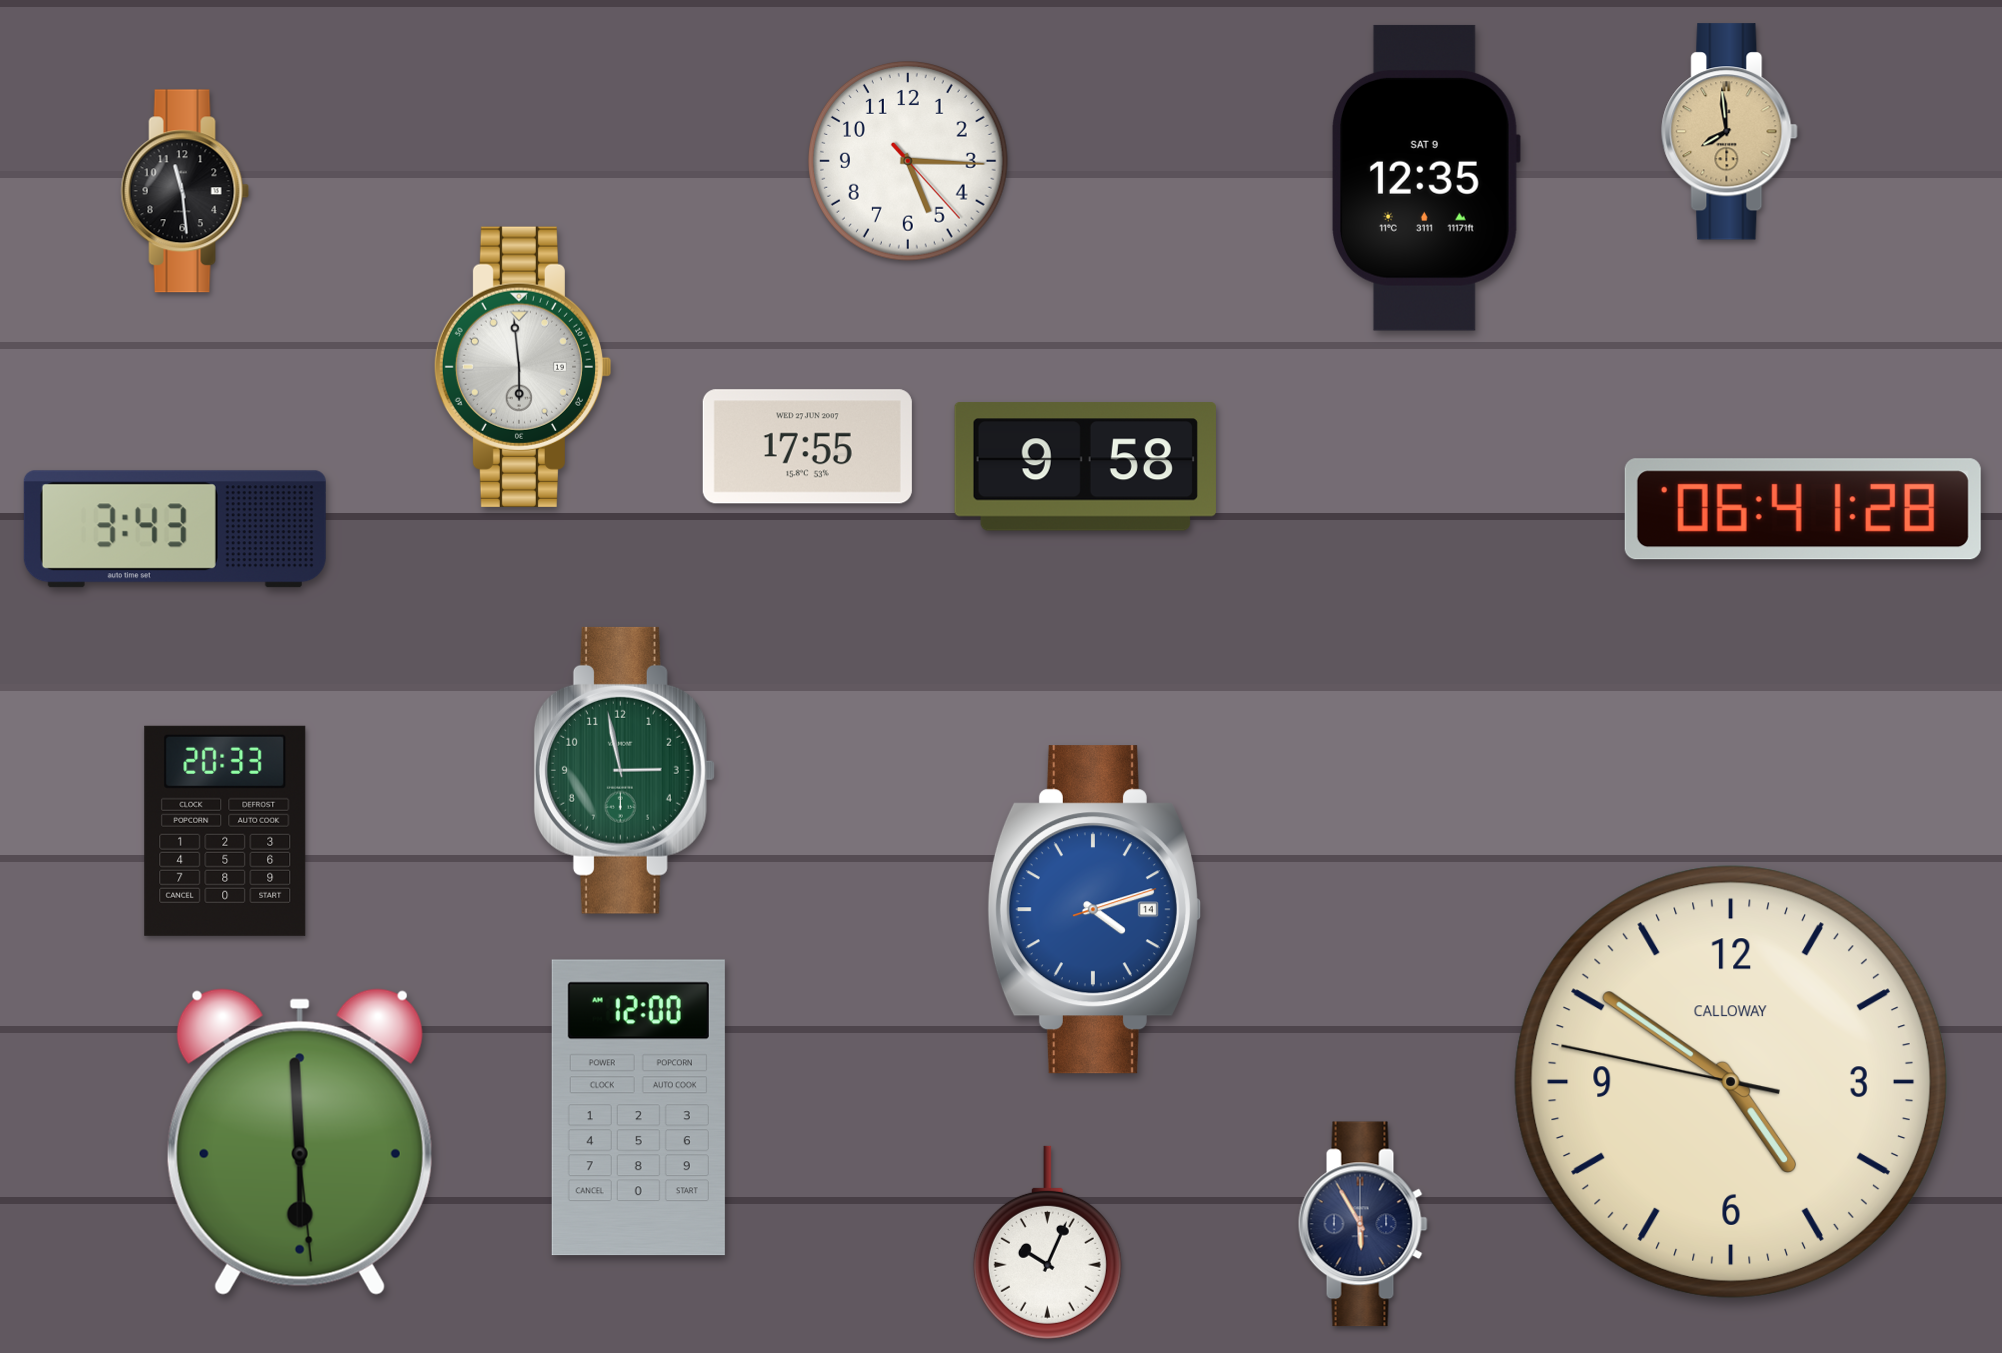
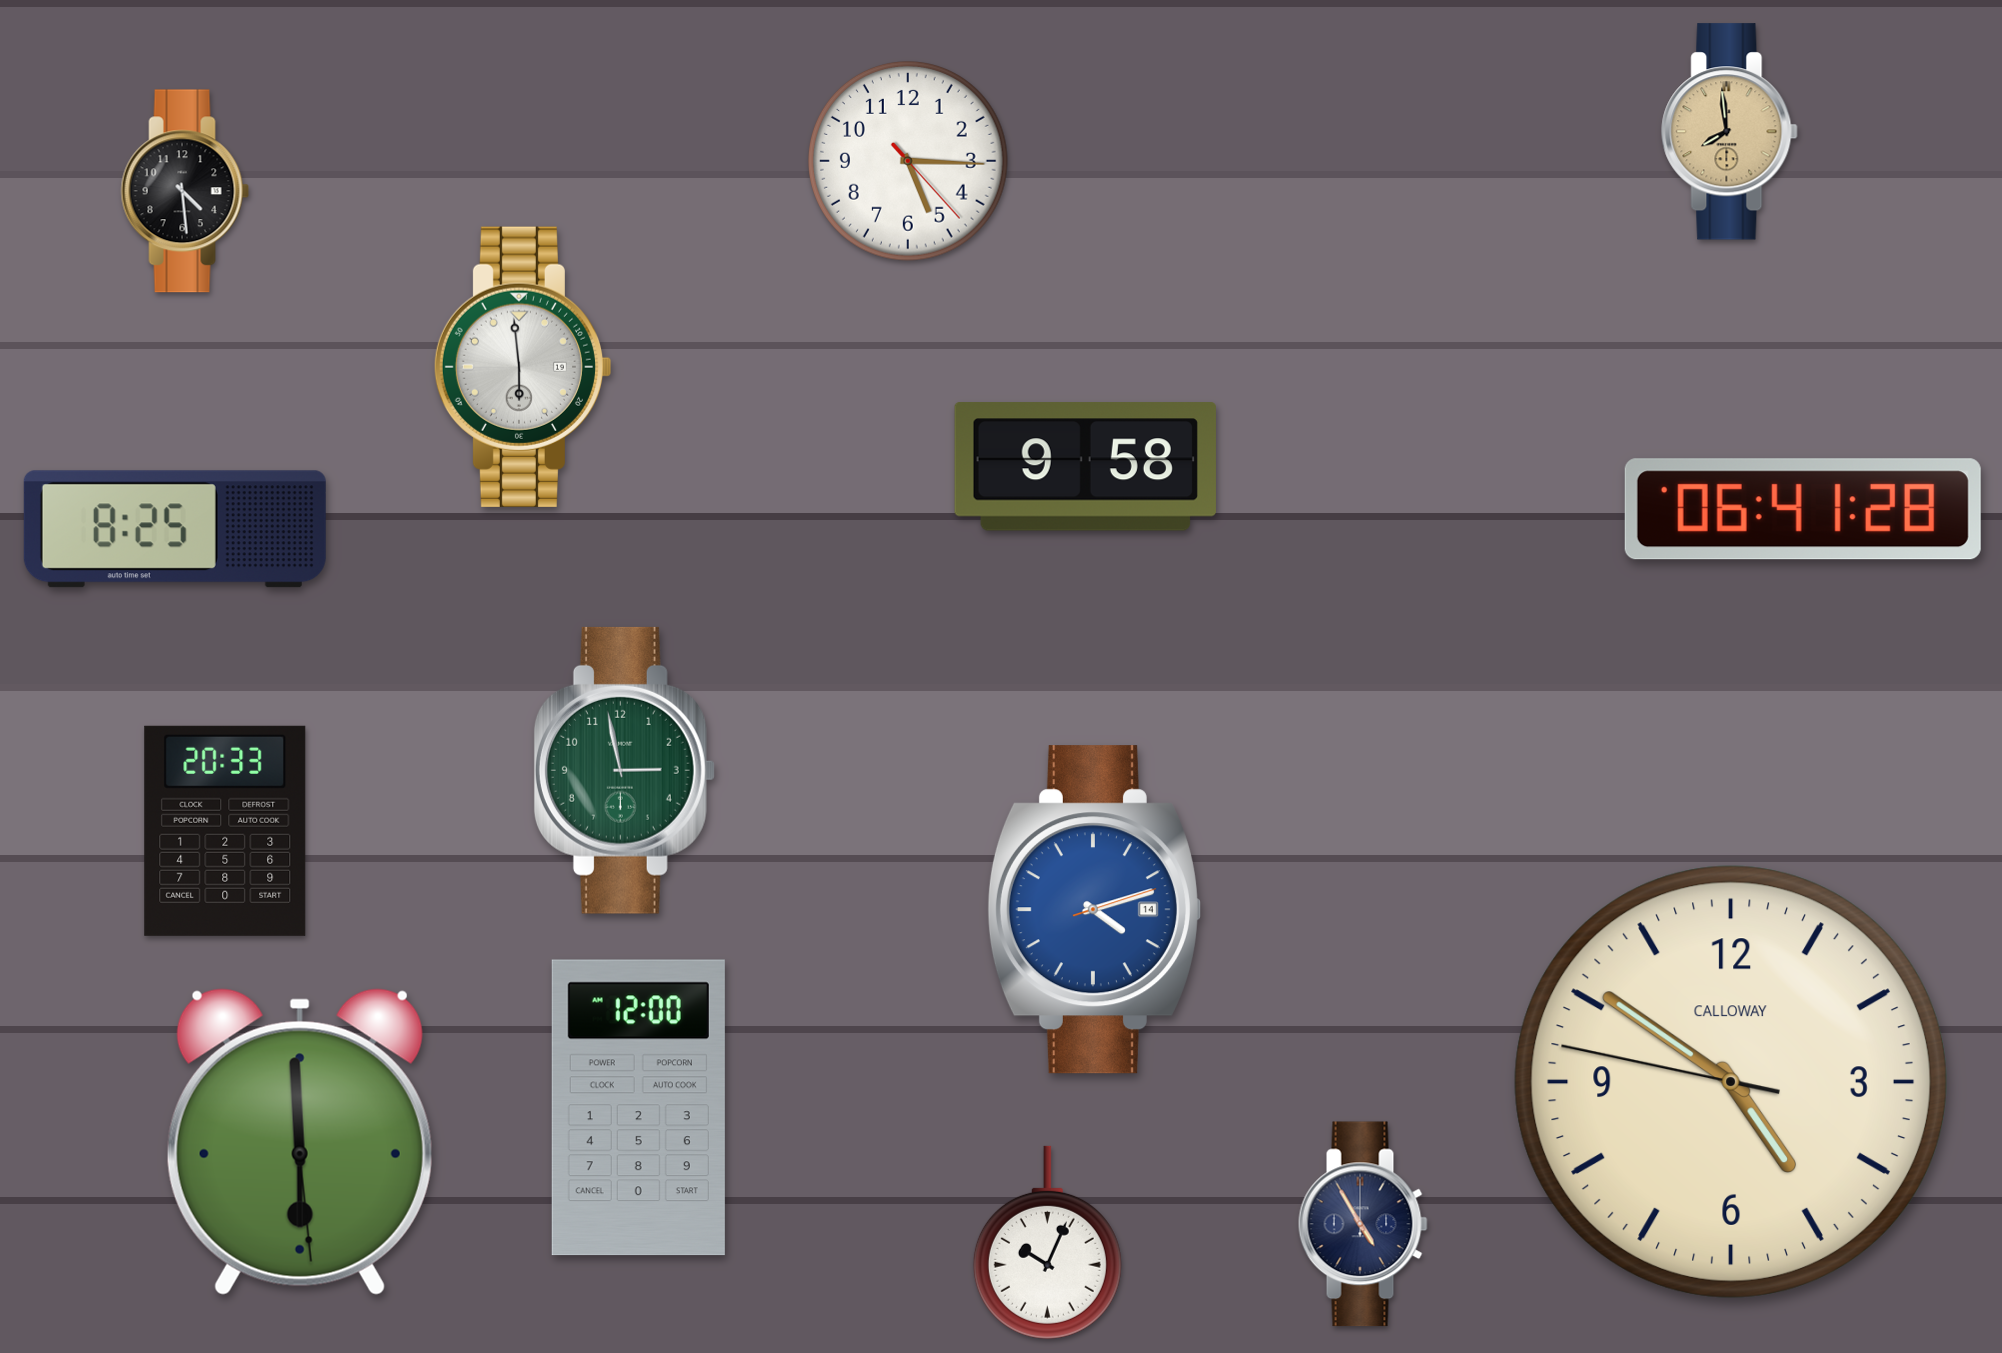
clock at (1426, 178): 12:35 -> none
clock at (185, 191): 11:29 -> 4:29
clock at (807, 447): 17:55 -> none
clock at (175, 529): 3:43 -> 8:25
clock at (1363, 1224): 5:55 -> 4:55
